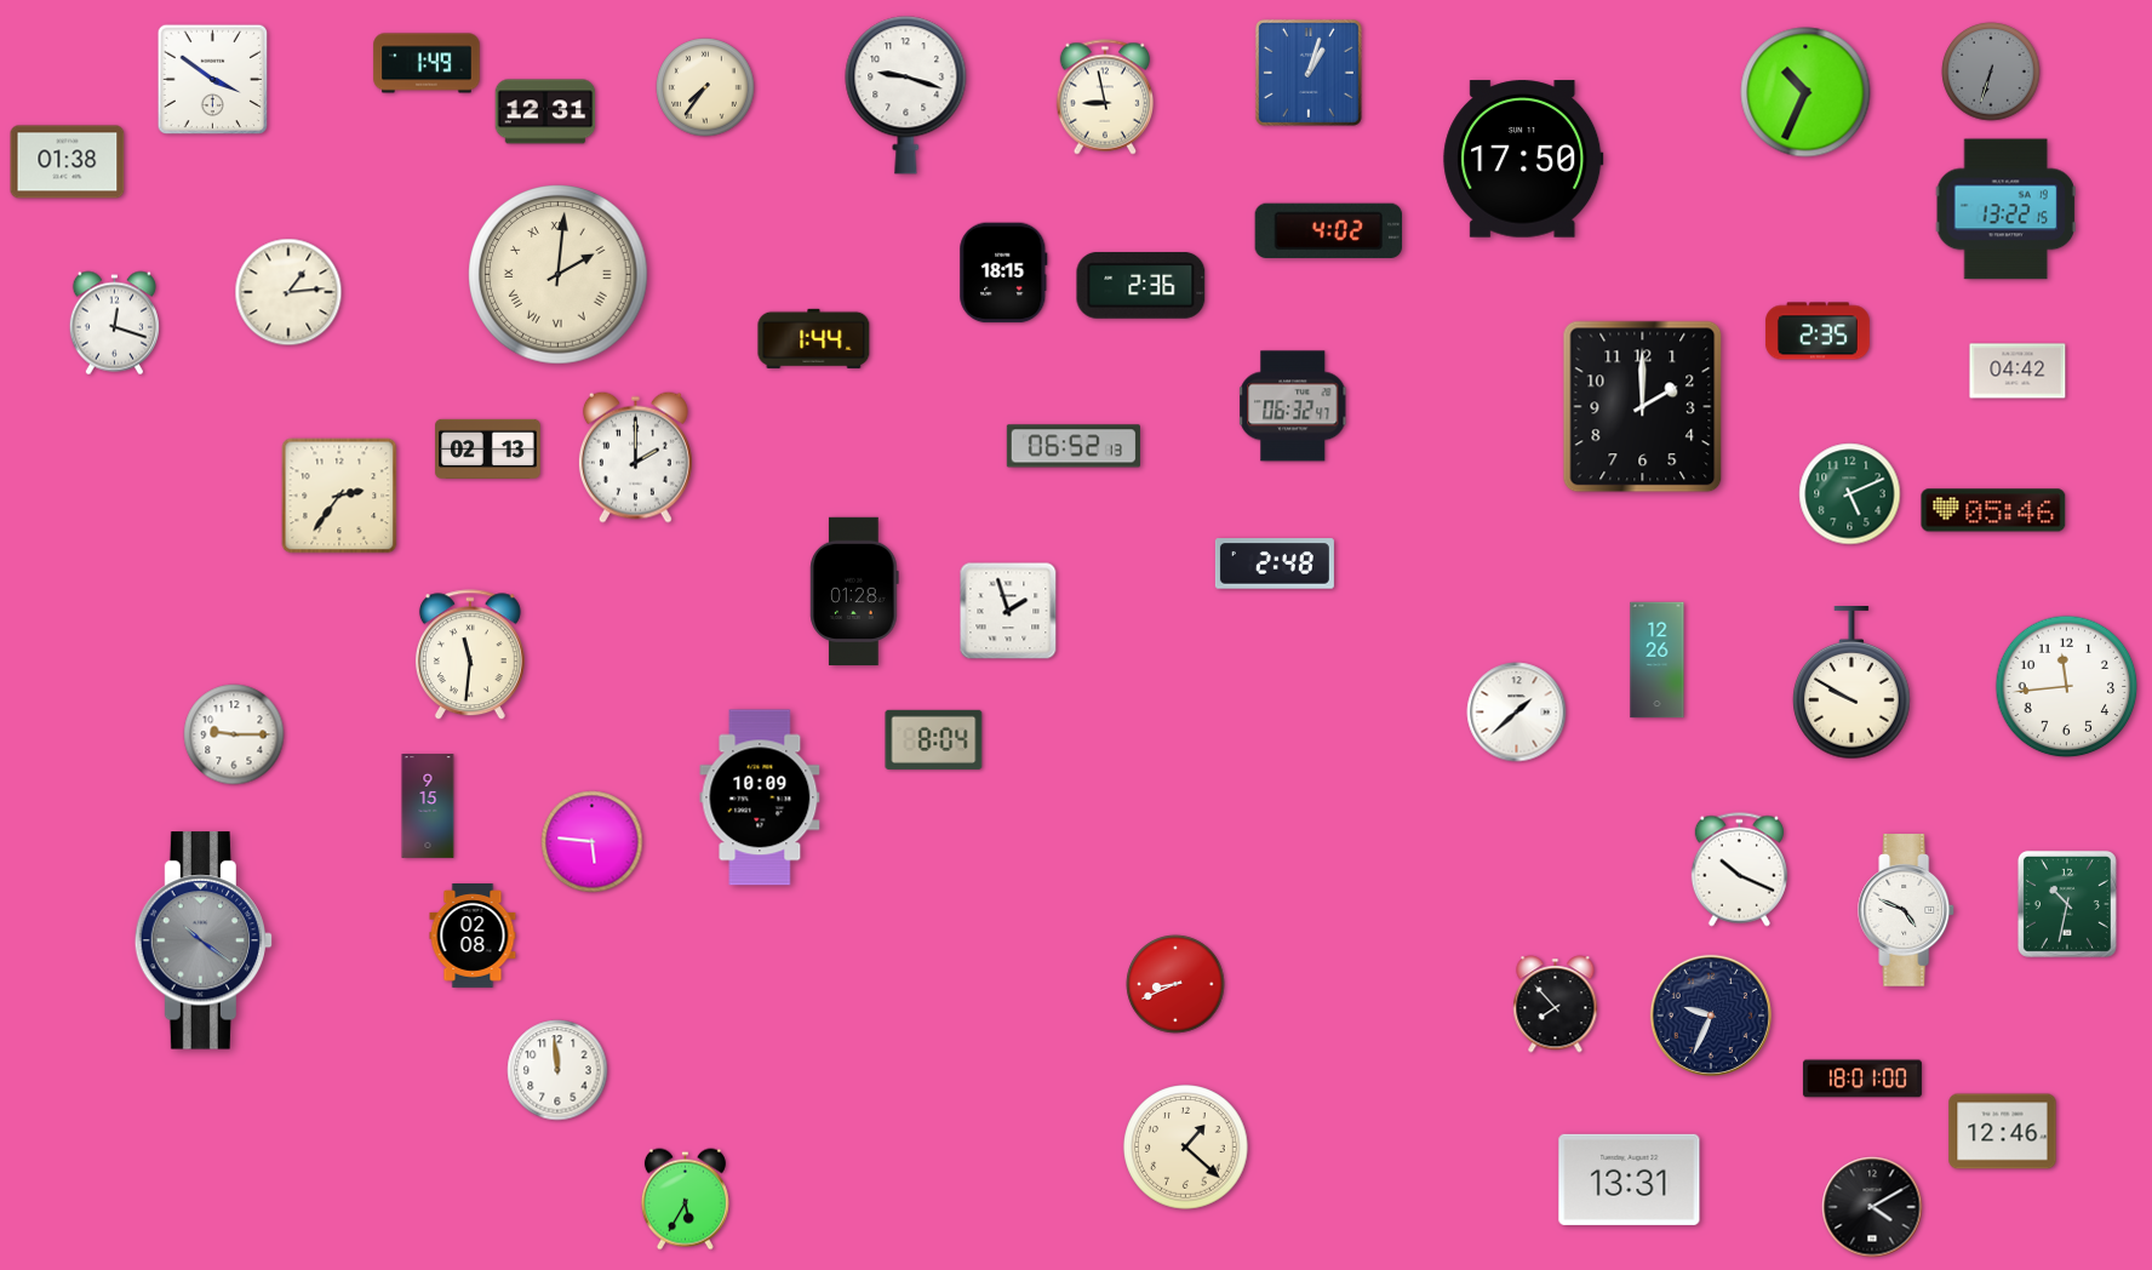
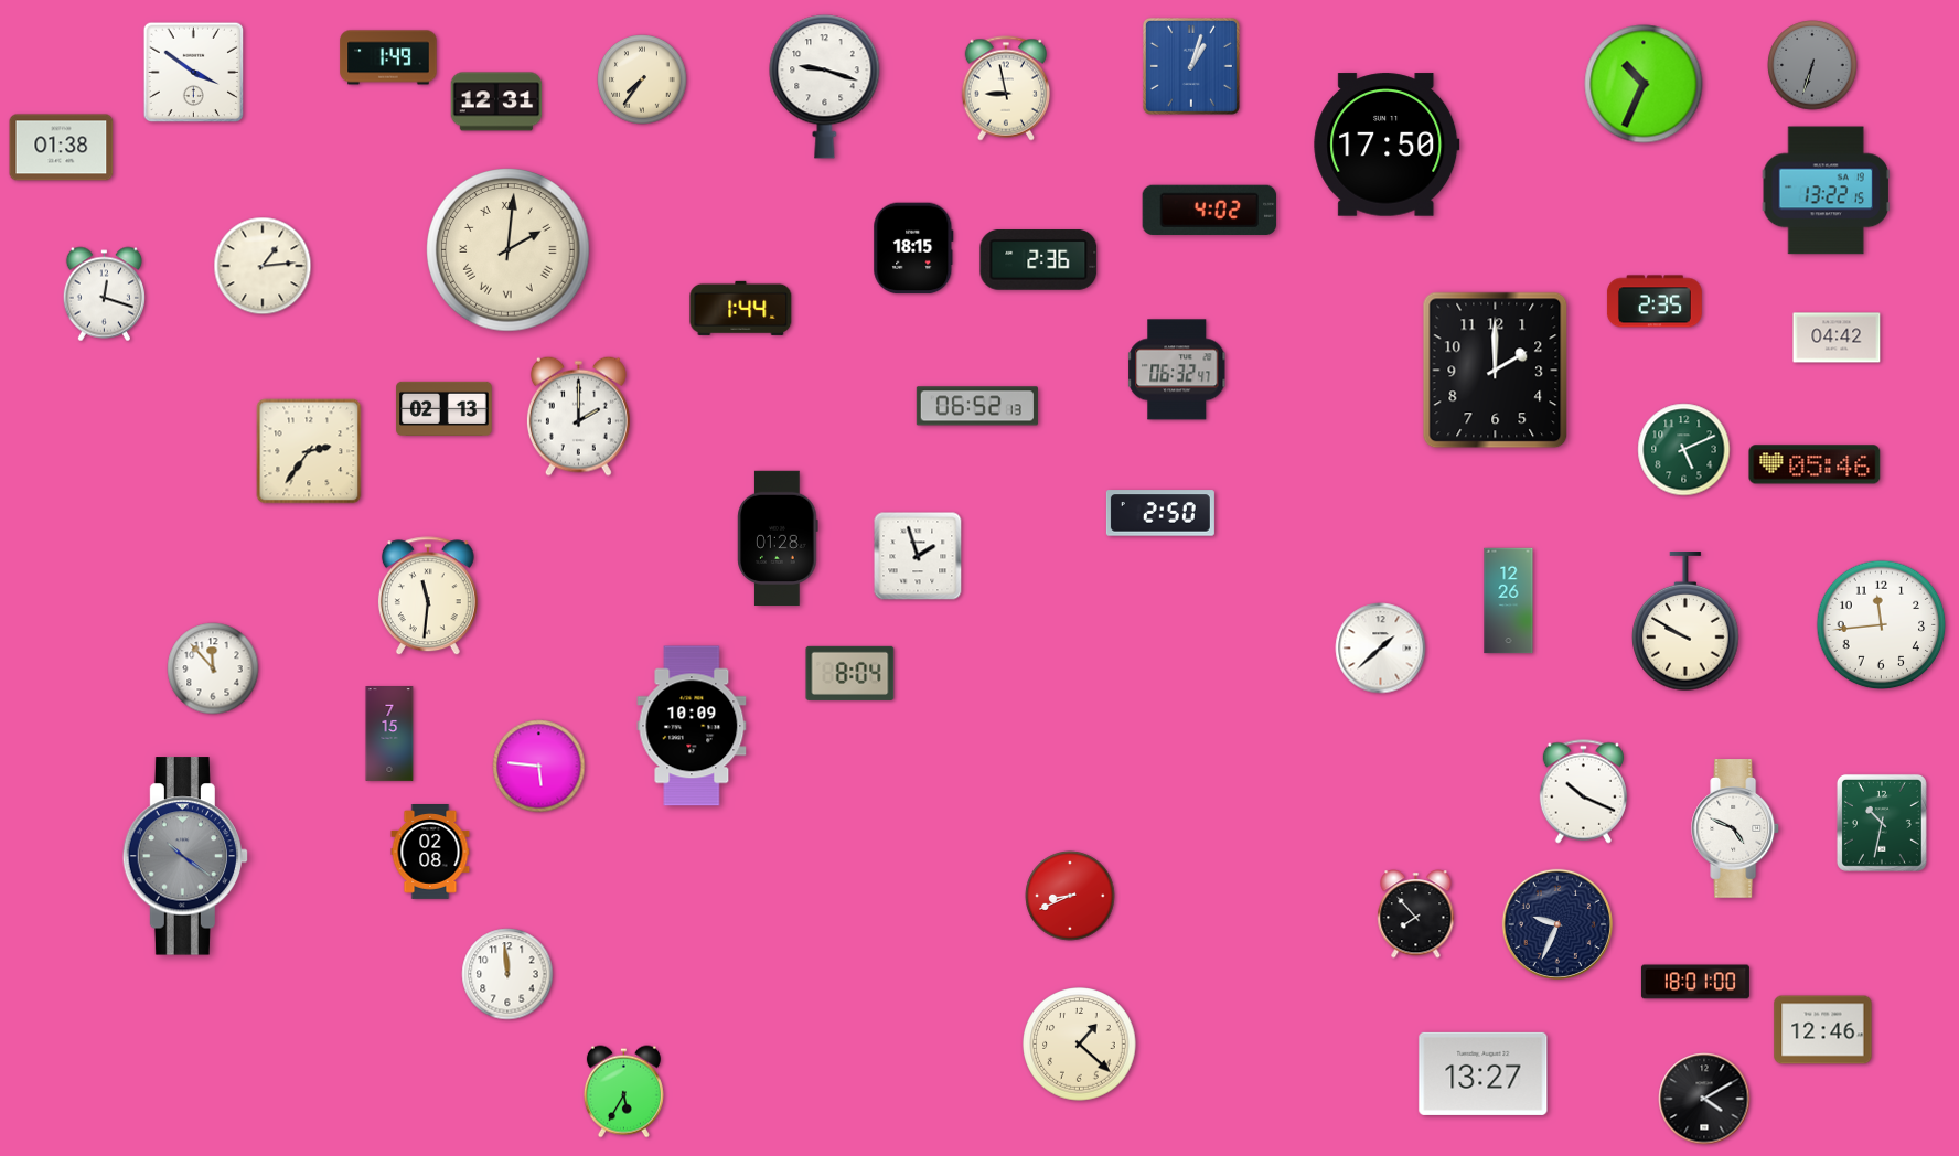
clock at (1275, 564): 2:48 -> 2:50
clock at (234, 734): 9:15 -> 11:53
clock at (428, 807): 9:15 -> 7:15
clock at (1630, 1179): 13:31 -> 13:27
